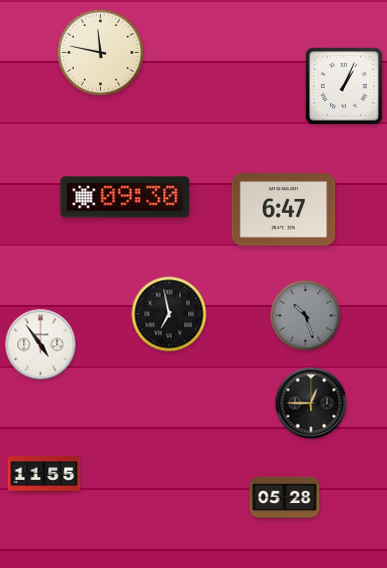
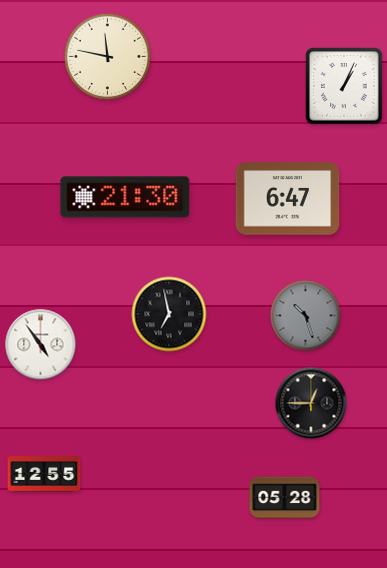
clock at (101, 53) position: (101, 53) -> (108, 57)
clock at (125, 197): 09:30 -> 21:30
clock at (284, 210) position: (284, 210) -> (288, 199)
clock at (44, 474): 11:55 -> 12:55
